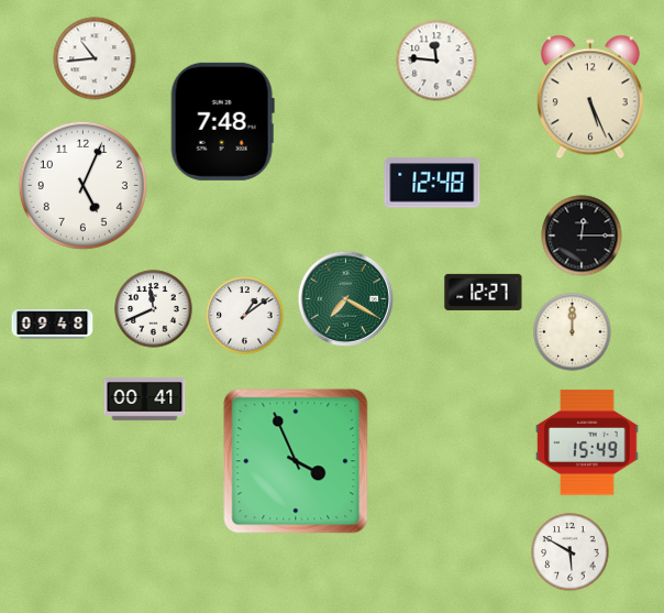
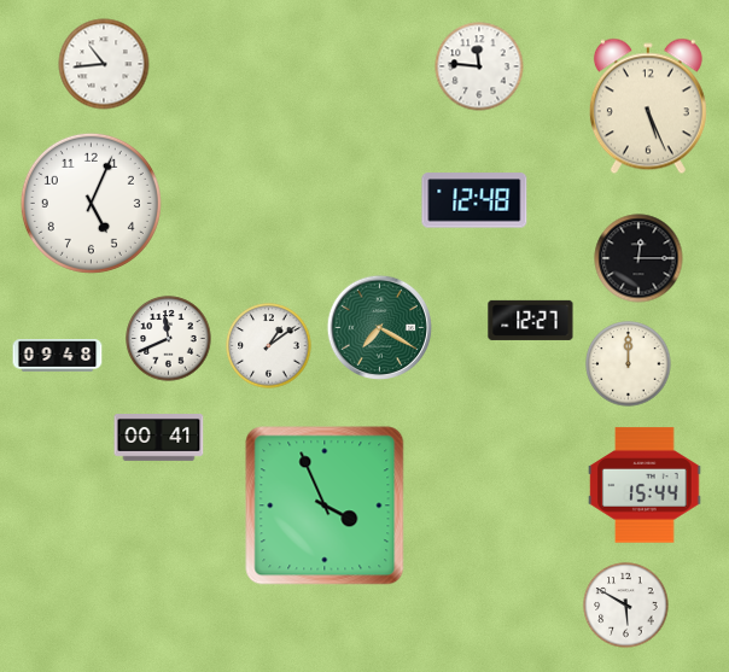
clock at (222, 121): 7:48 -> none
clock at (587, 442): 15:49 -> 15:44
